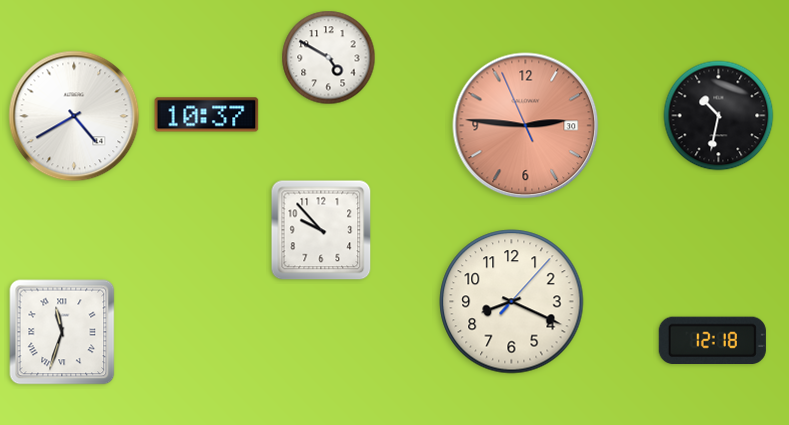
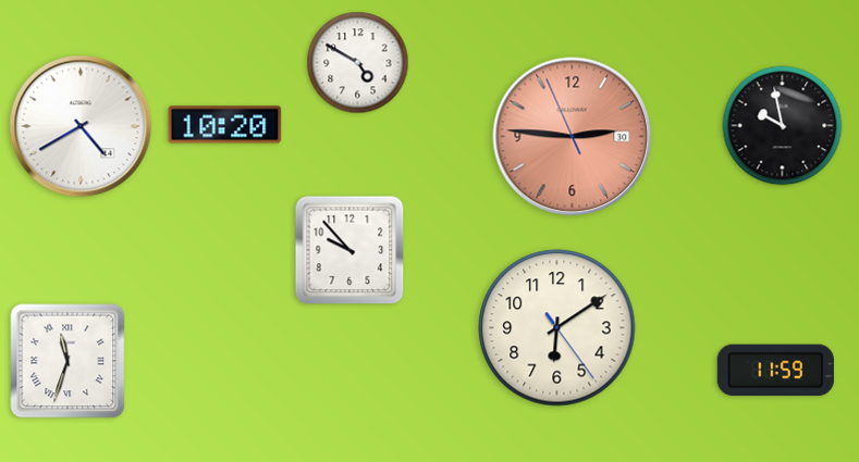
clock at (207, 115): 10:37 -> 10:20
clock at (719, 116): 10:32 -> 9:58
clock at (512, 302): 8:19 -> 6:09
clock at (712, 341): 12:18 -> 11:59
